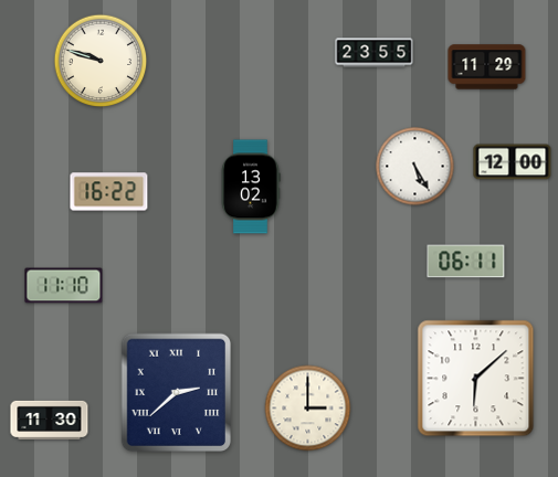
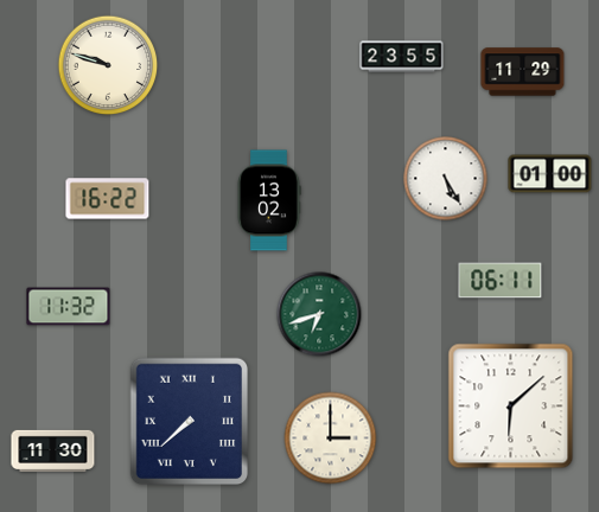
clock at (513, 162): 12:00 -> 01:00
clock at (109, 192) position: (109, 192) -> (108, 199)
clock at (64, 286): 11:10 -> 11:32
clock at (319, 314): none -> 6:42
clock at (177, 393): 2:38 -> 7:38
